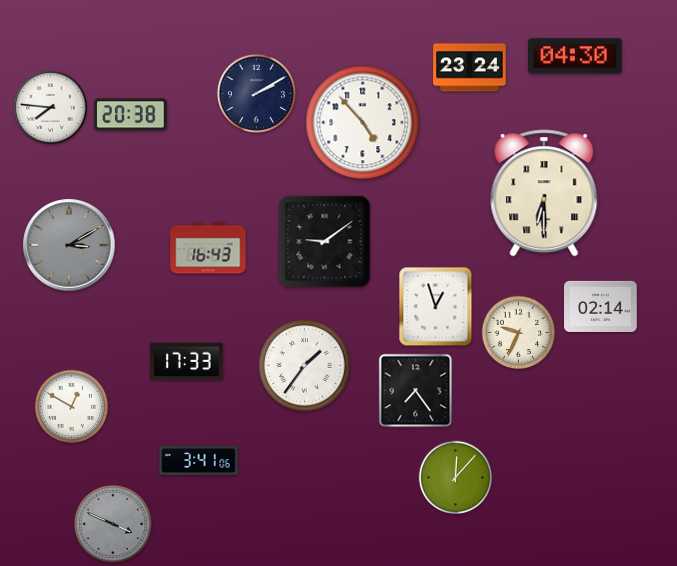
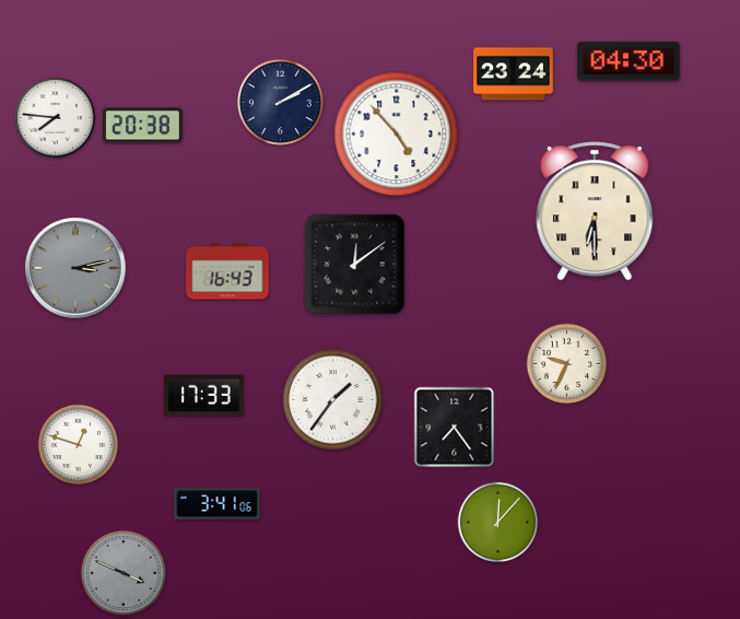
clock at (325, 242): 9:09 -> 12:09
clock at (69, 245): 3:10 -> 3:13
clock at (601, 306): 02:14 -> none
clock at (436, 307): 12:57 -> none
clock at (72, 407): 12:50 -> 12:48
